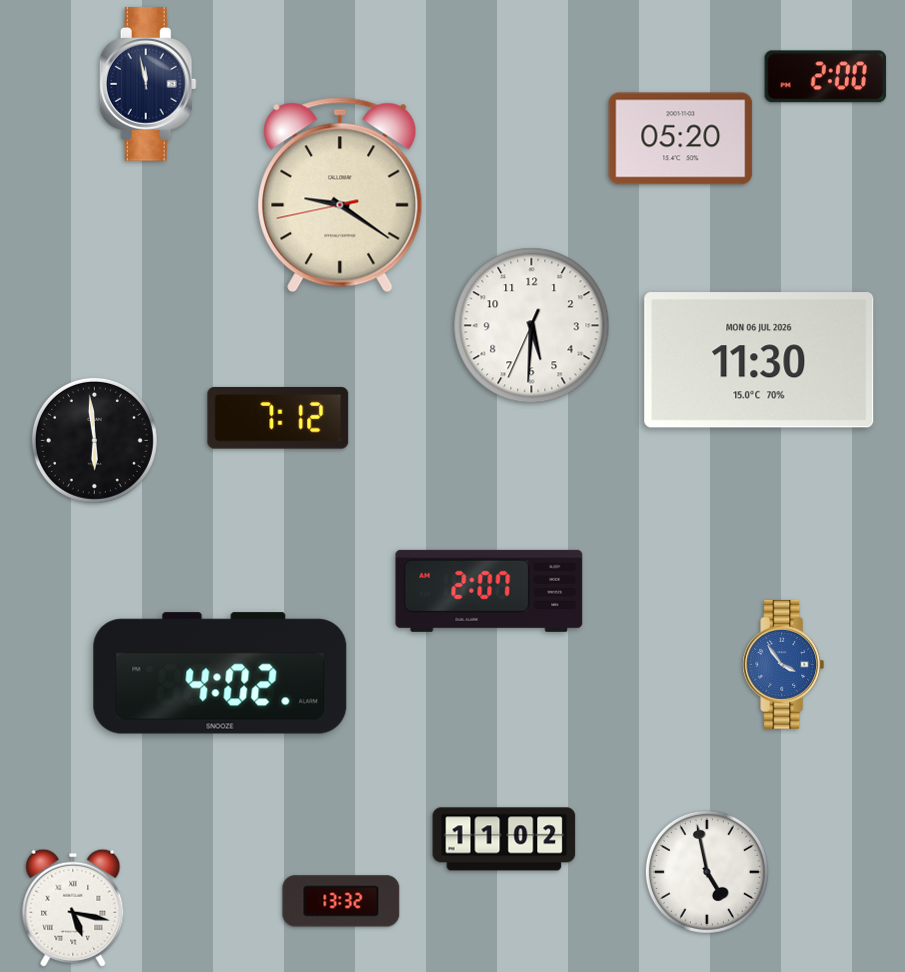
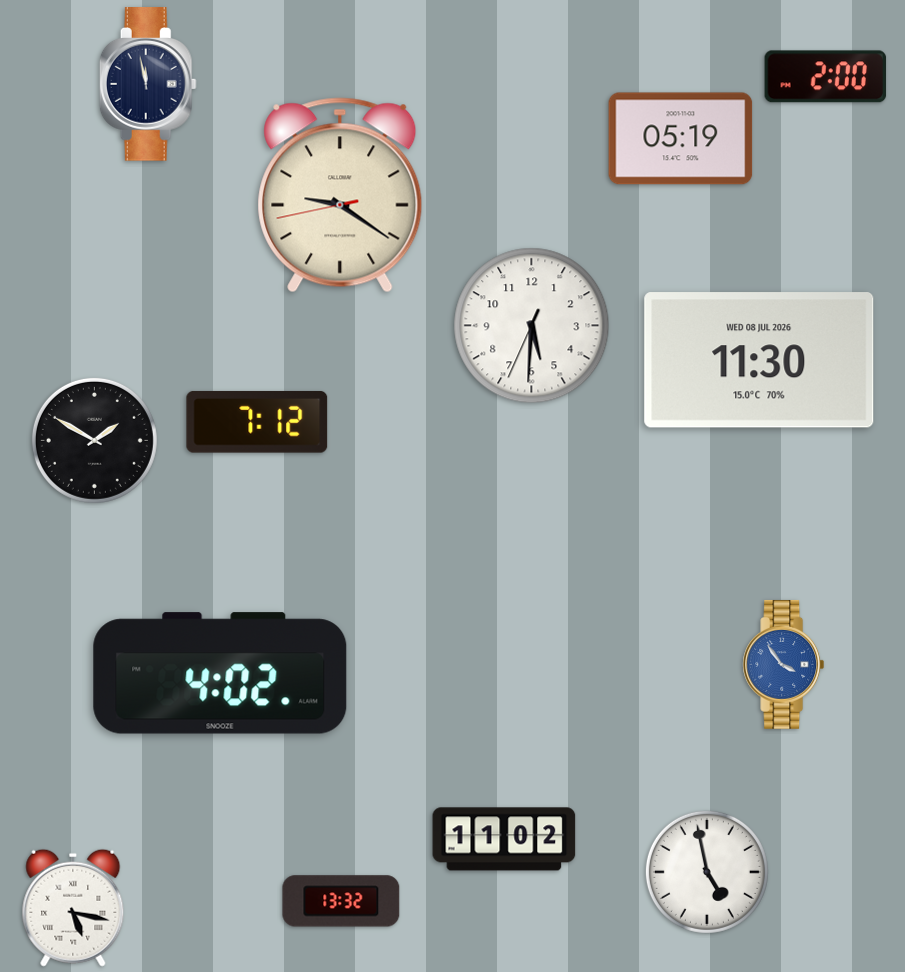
clock at (681, 139): 05:20 -> 05:19
clock at (759, 360) date: MON 06 JUL 2026 -> WED 08 JUL 2026
clock at (278, 418) position: (278, 418) -> (257, 422)
clock at (94, 440): 5:59 -> 1:50
clock at (489, 591): 2:07 -> none
